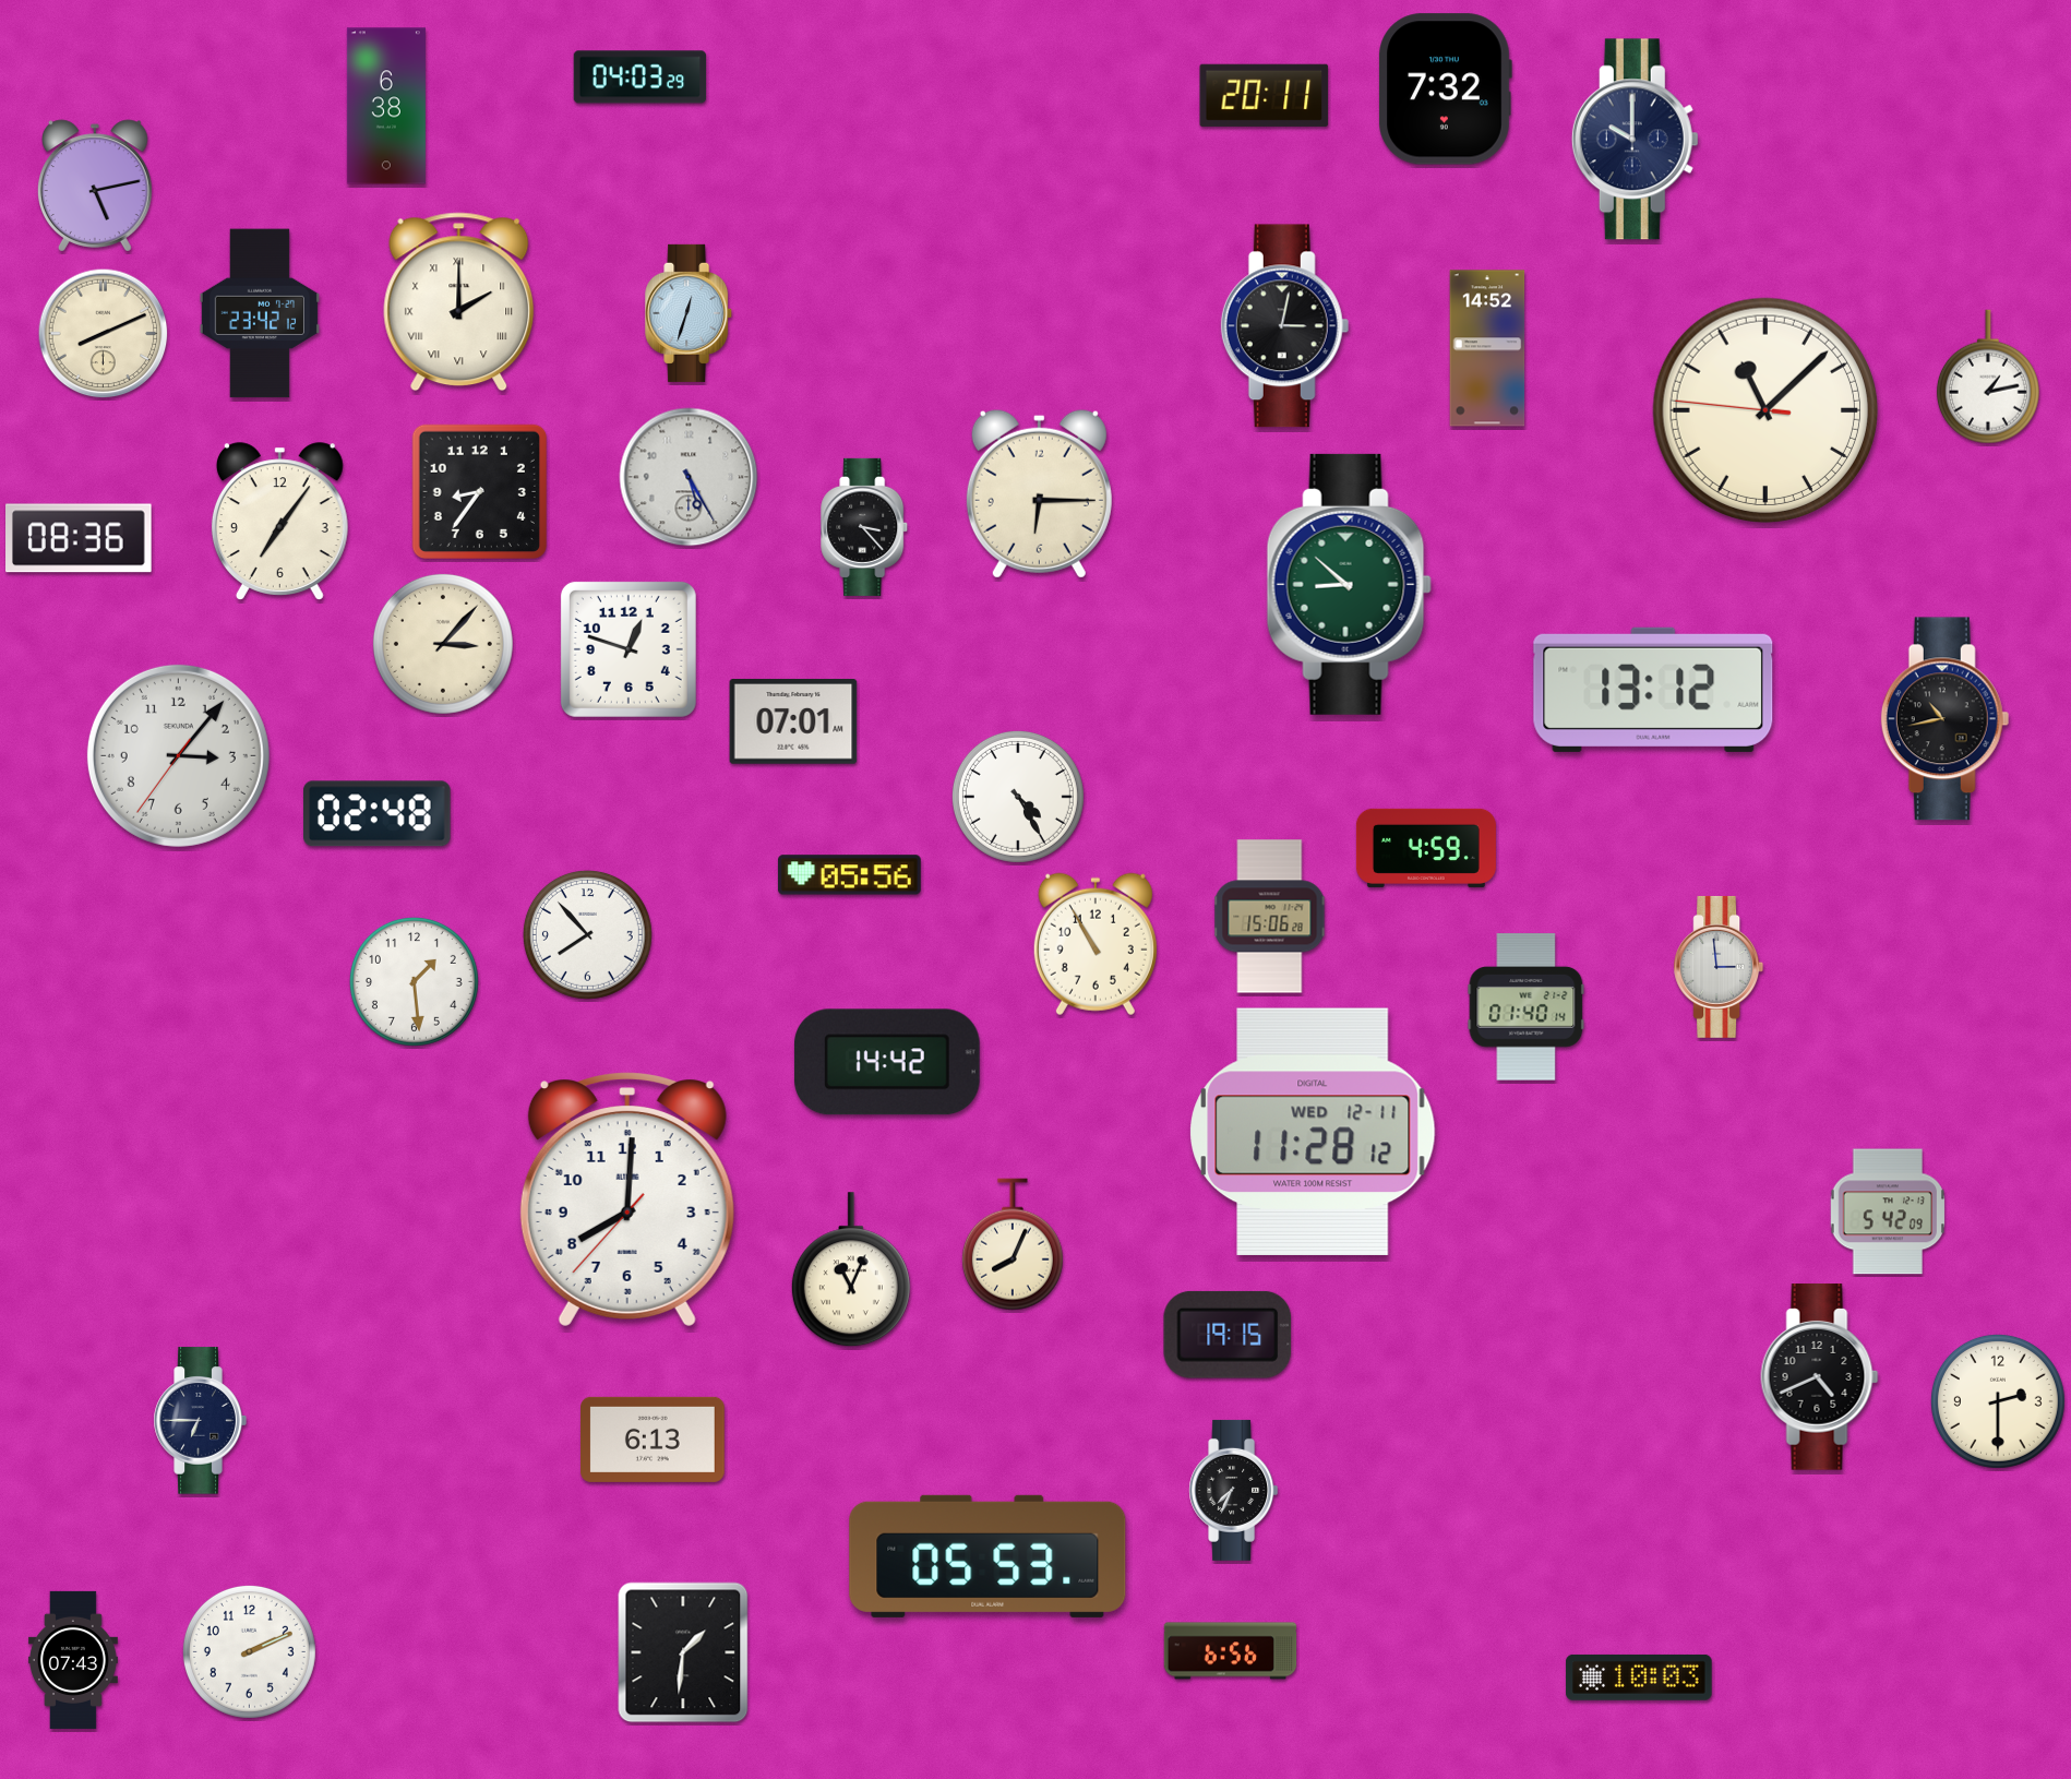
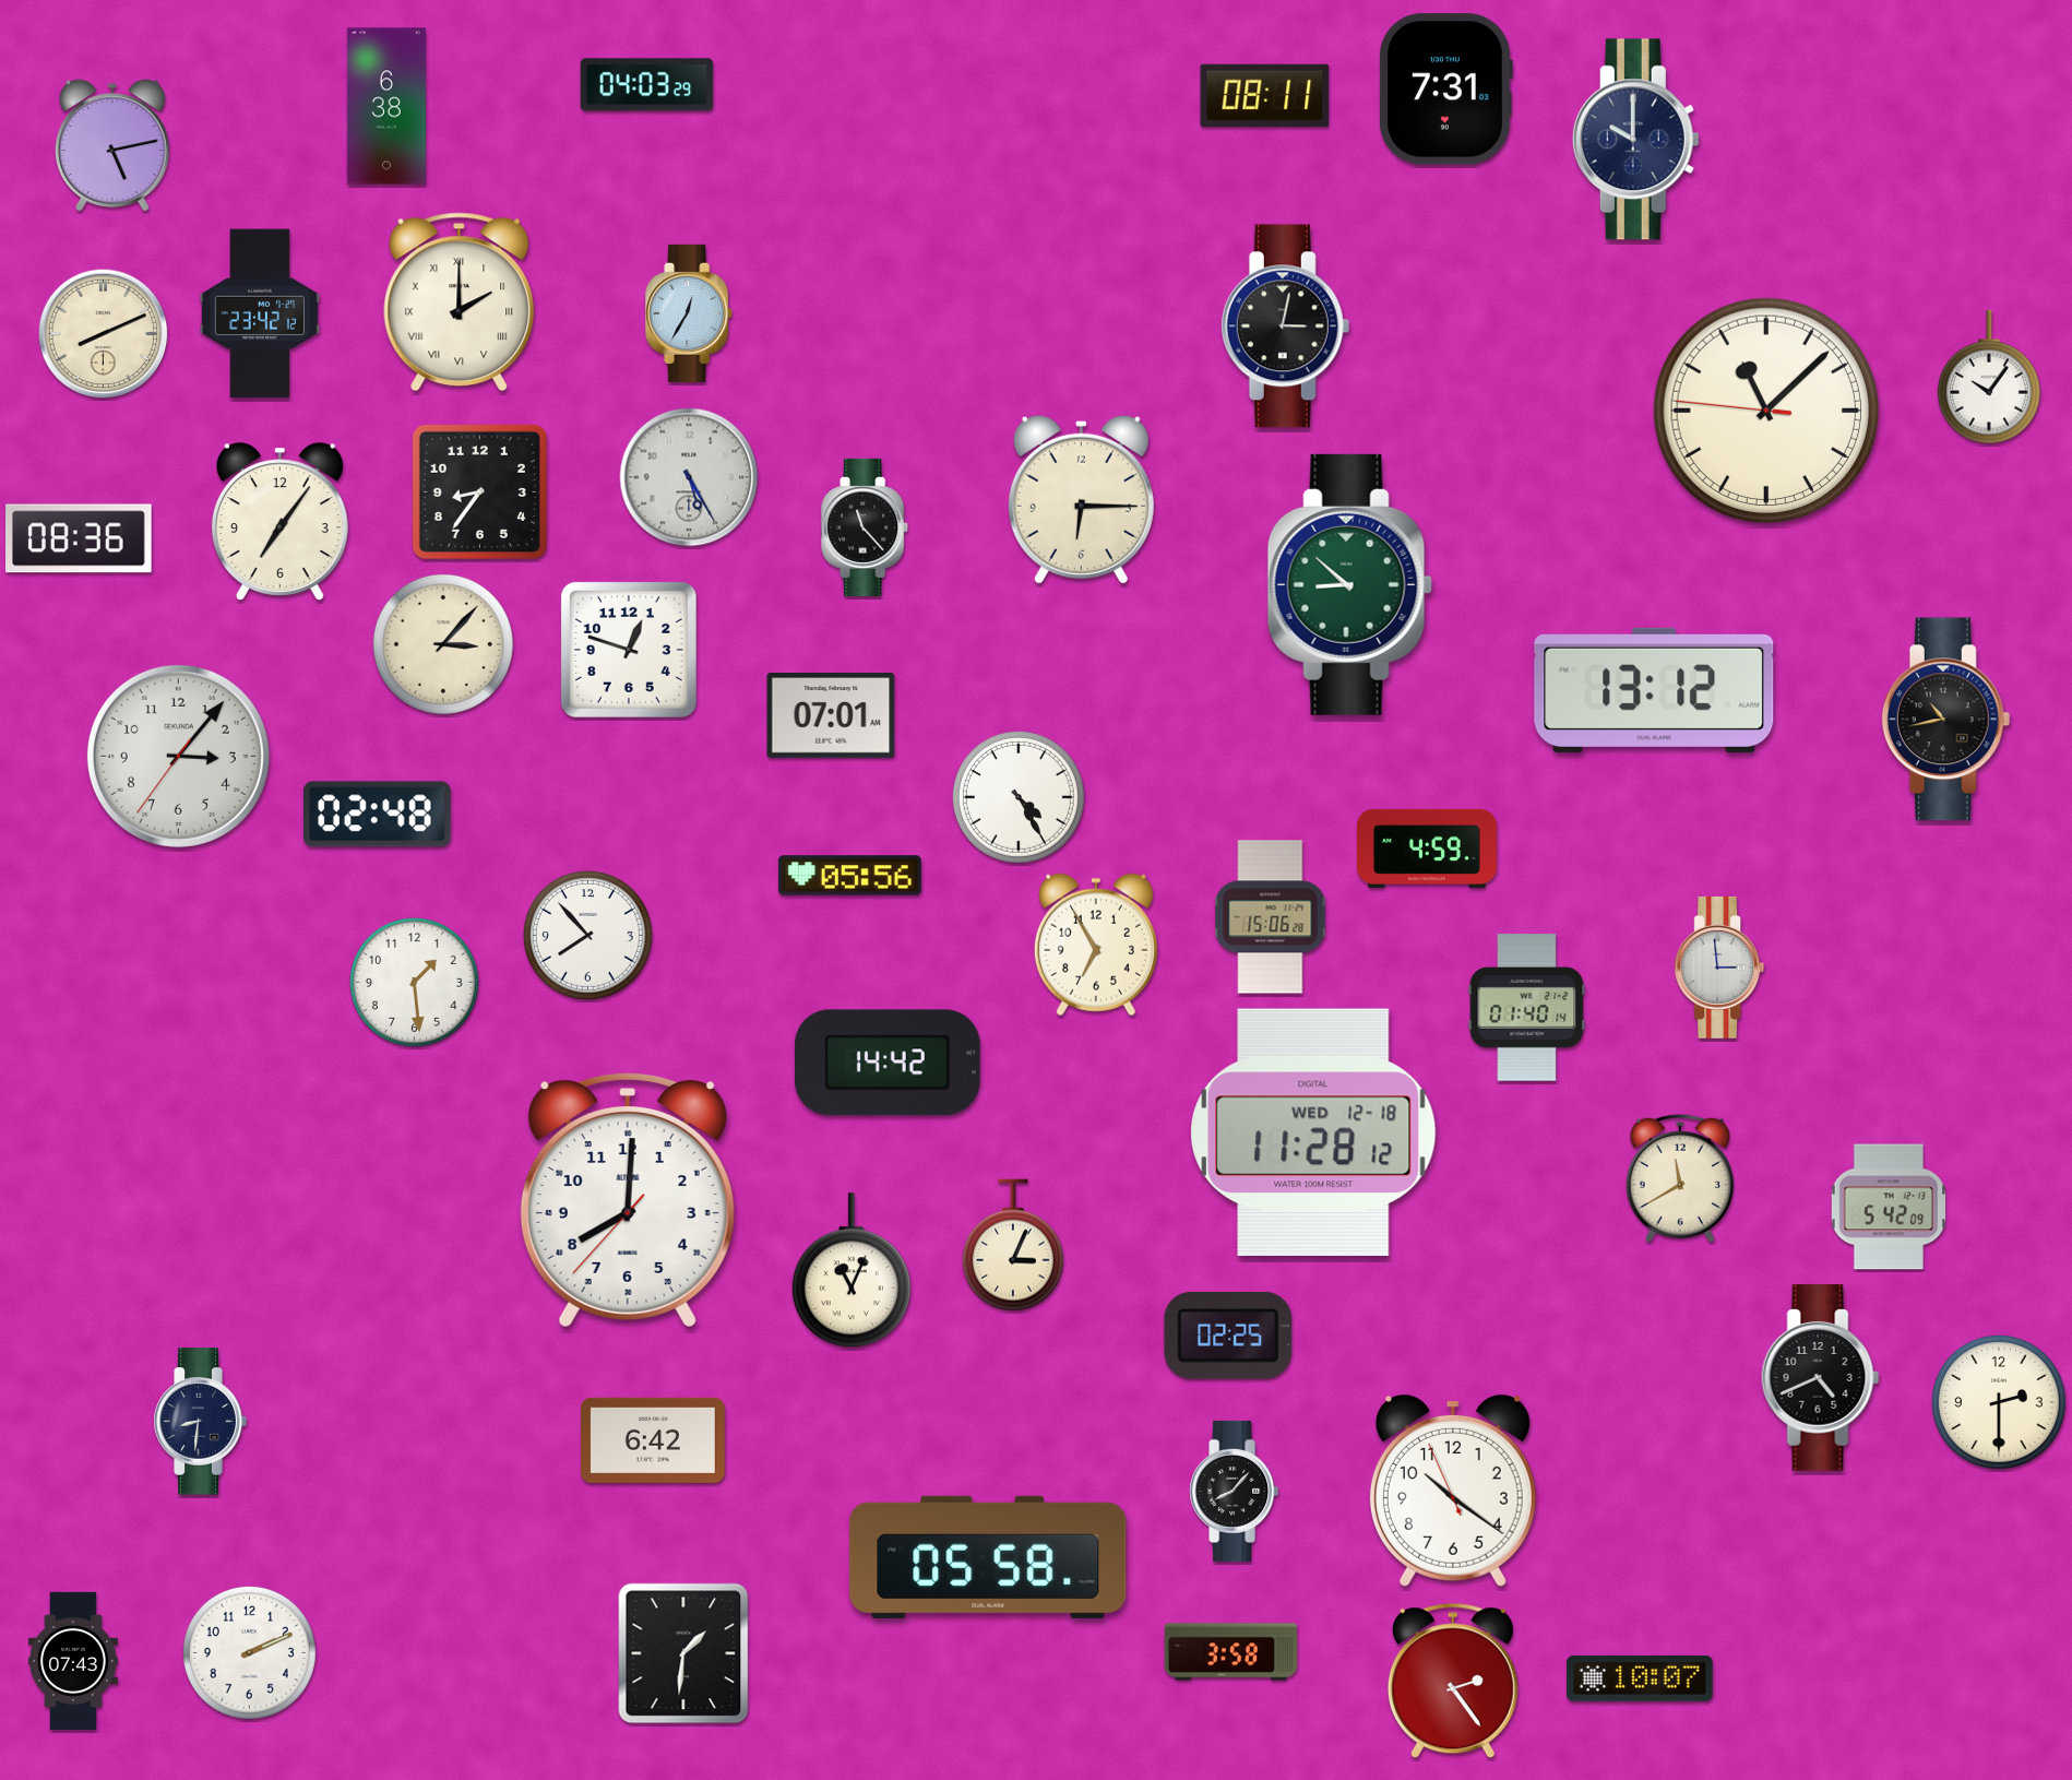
clock at (641, 77) position: (641, 77) -> (647, 85)
clock at (1445, 89): 7:32 -> 7:31
clock at (1265, 95): 20:11 -> 08:11
clock at (95, 186) position: (95, 186) -> (112, 145)
clock at (690, 313): 12:33 -> 12:35
clock at (1487, 348): 14:52 -> none
clock at (1988, 377): 1:13 -> 10:06
clock at (1039, 493) position: (1039, 493) -> (1081, 499)
clock at (865, 527): 3:23 -> 11:23
clock at (793, 723) position: (793, 723) -> (831, 716)
clock at (1096, 944): 10:55 -> 6:55
clock at (1313, 1131) date: WED 12-11 -> WED 12-18
clock at (1680, 1178): none -> 11:40
clock at (1888, 1211) position: (1888, 1211) -> (1889, 1207)
clock at (1013, 1244): 8:04 -> 3:04
clock at (1228, 1335): 19:15 -> 02:25
clock at (200, 1421): 6:45 -> 8:31
clock at (654, 1440): 6:13 -> 6:42
clock at (1234, 1490): 7:34 -> 8:07
clock at (1453, 1491): none -> 10:20
clock at (987, 1556): 05:53 -> 05:58
clock at (1231, 1651): 6:56 -> 3:58
clock at (1639, 1677): 10:03 -> 10:07
clock at (1453, 1681): none -> 2:24
